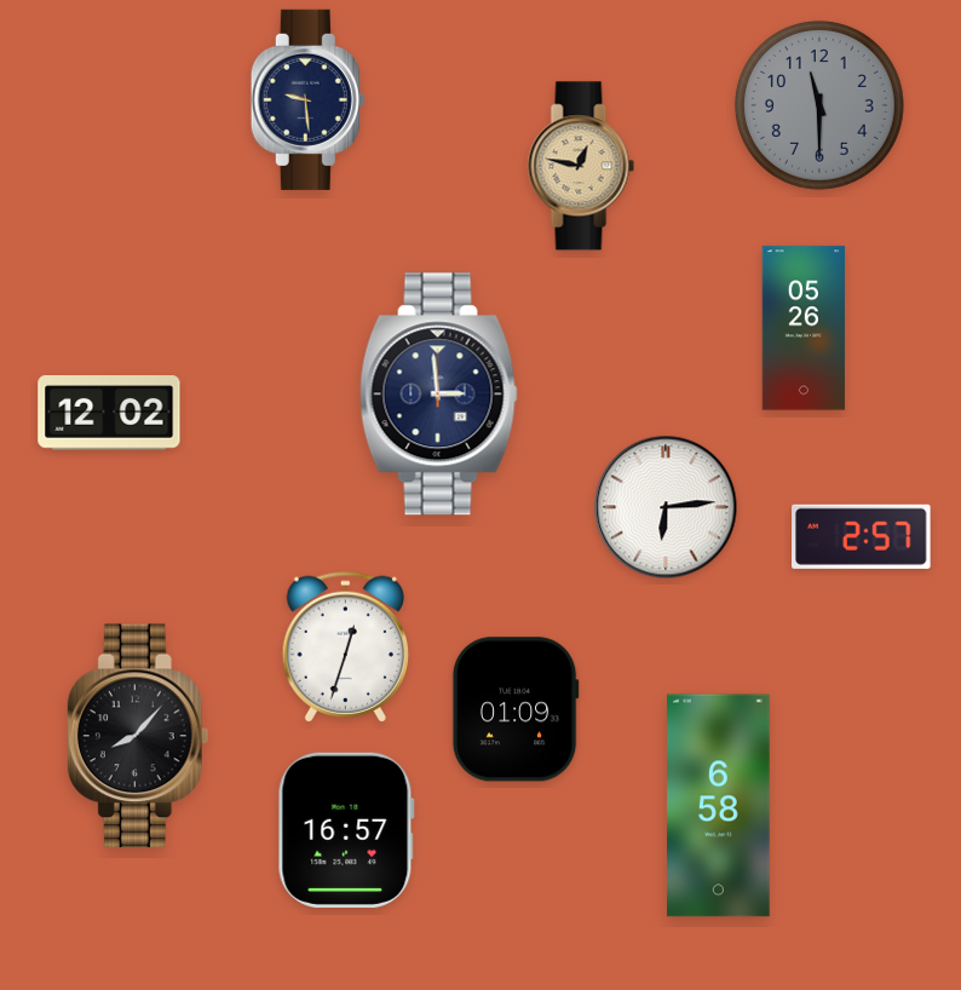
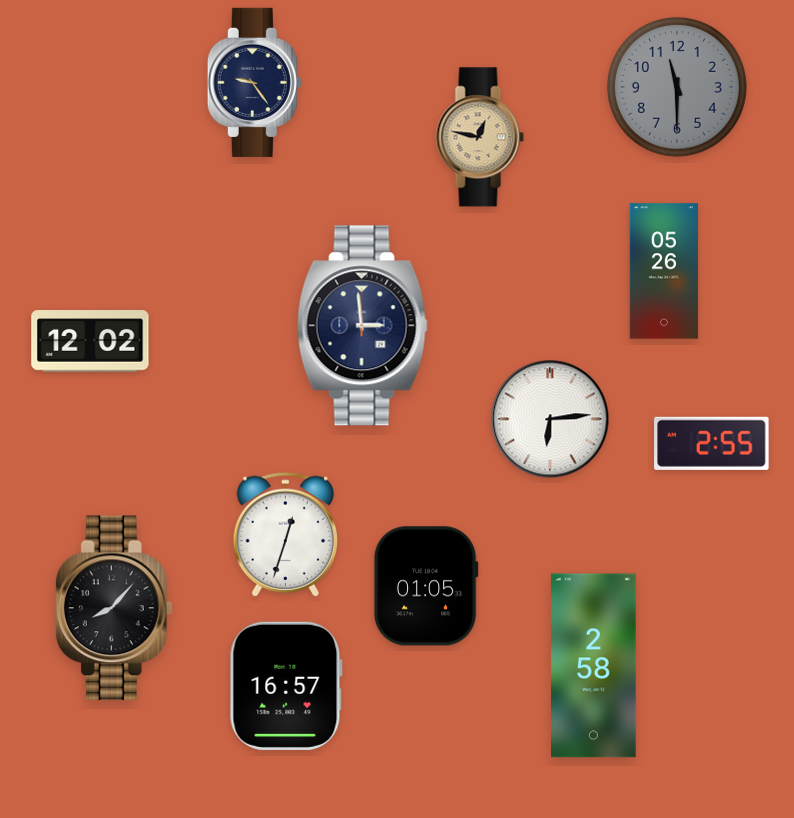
clock at (307, 99): 9:29 -> 9:24
clock at (862, 536): 2:57 -> 2:55
clock at (516, 709): 01:09 -> 01:05
clock at (719, 806): 6:58 -> 2:58
